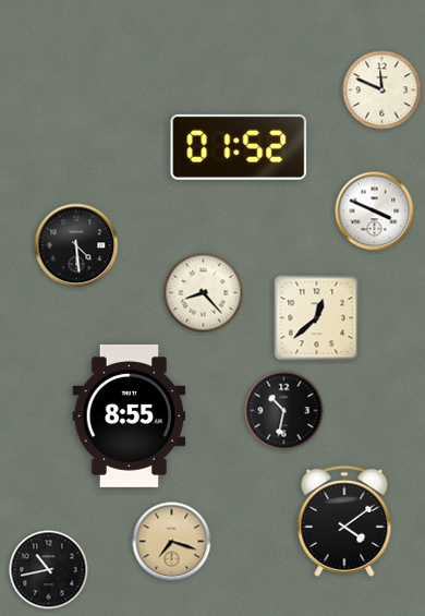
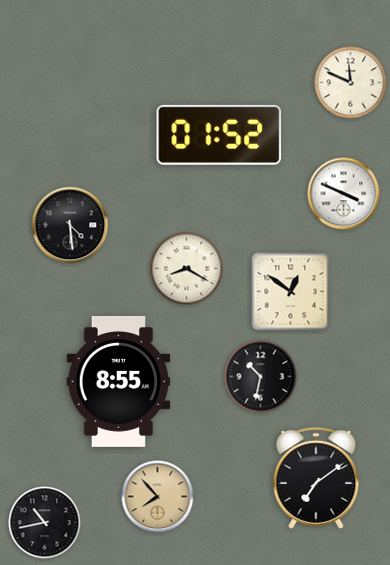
clock at (204, 293): 8:23 -> 8:20
clock at (317, 318): 12:38 -> 12:51
clock at (344, 521): 4:09 -> 7:09
clock at (172, 542): 7:18 -> 7:53
